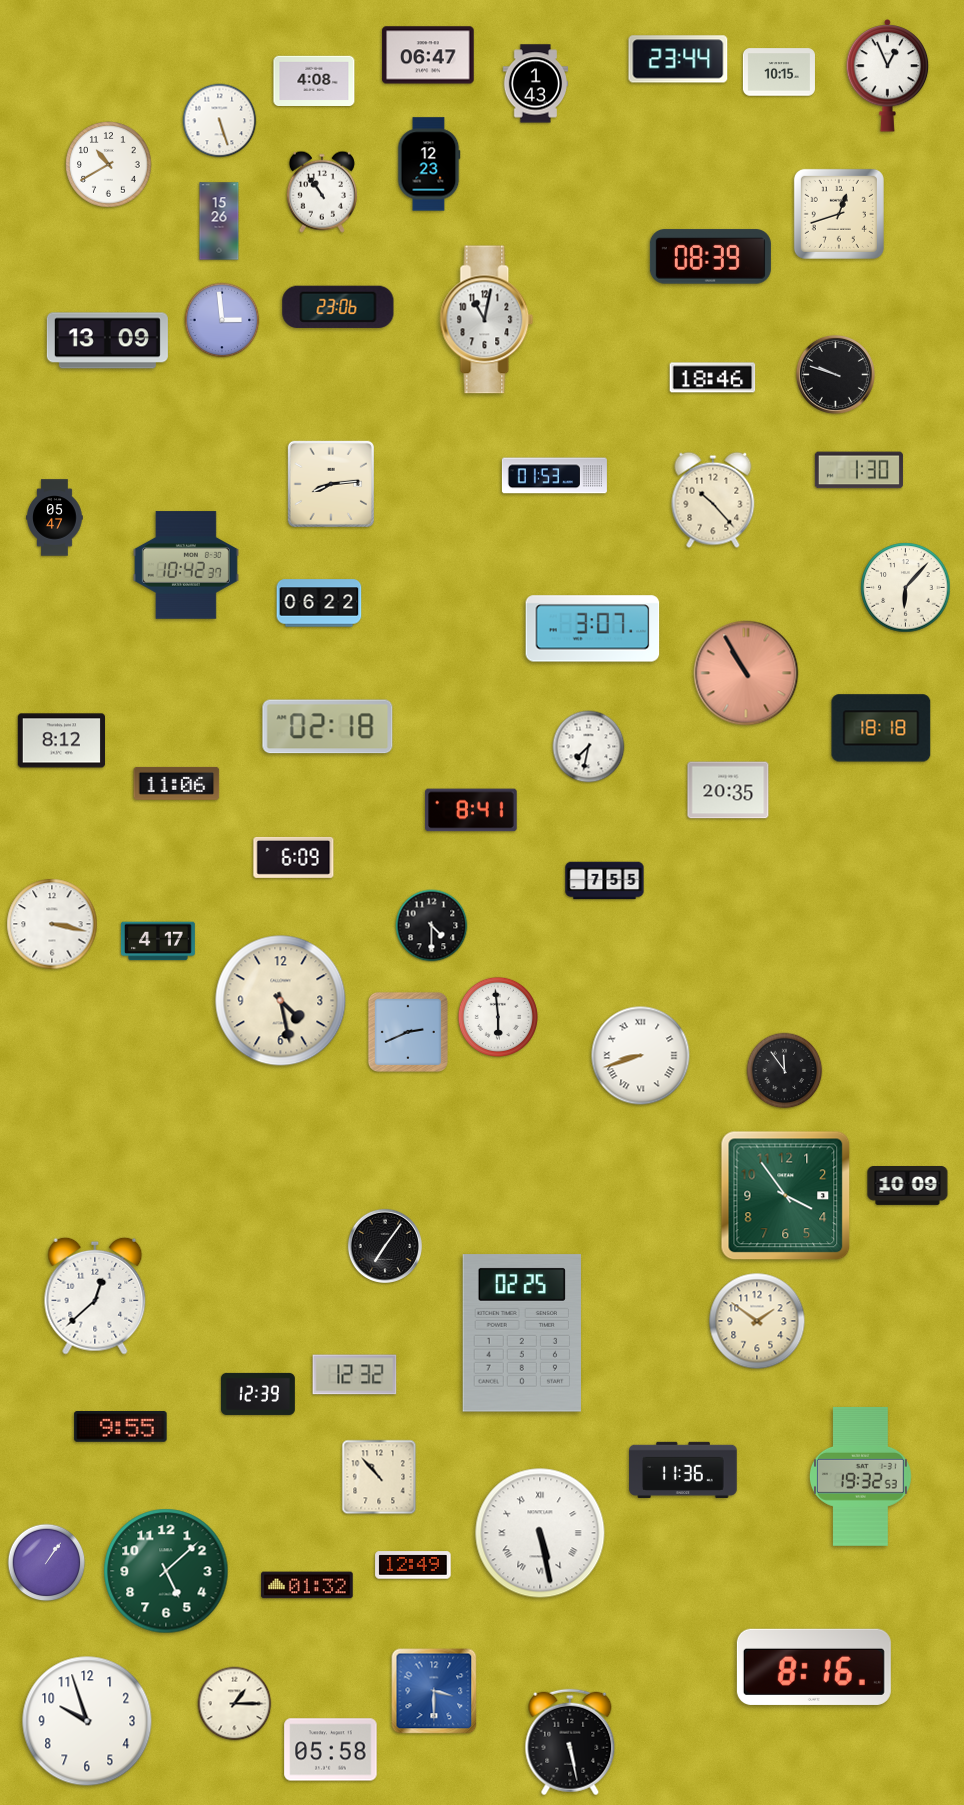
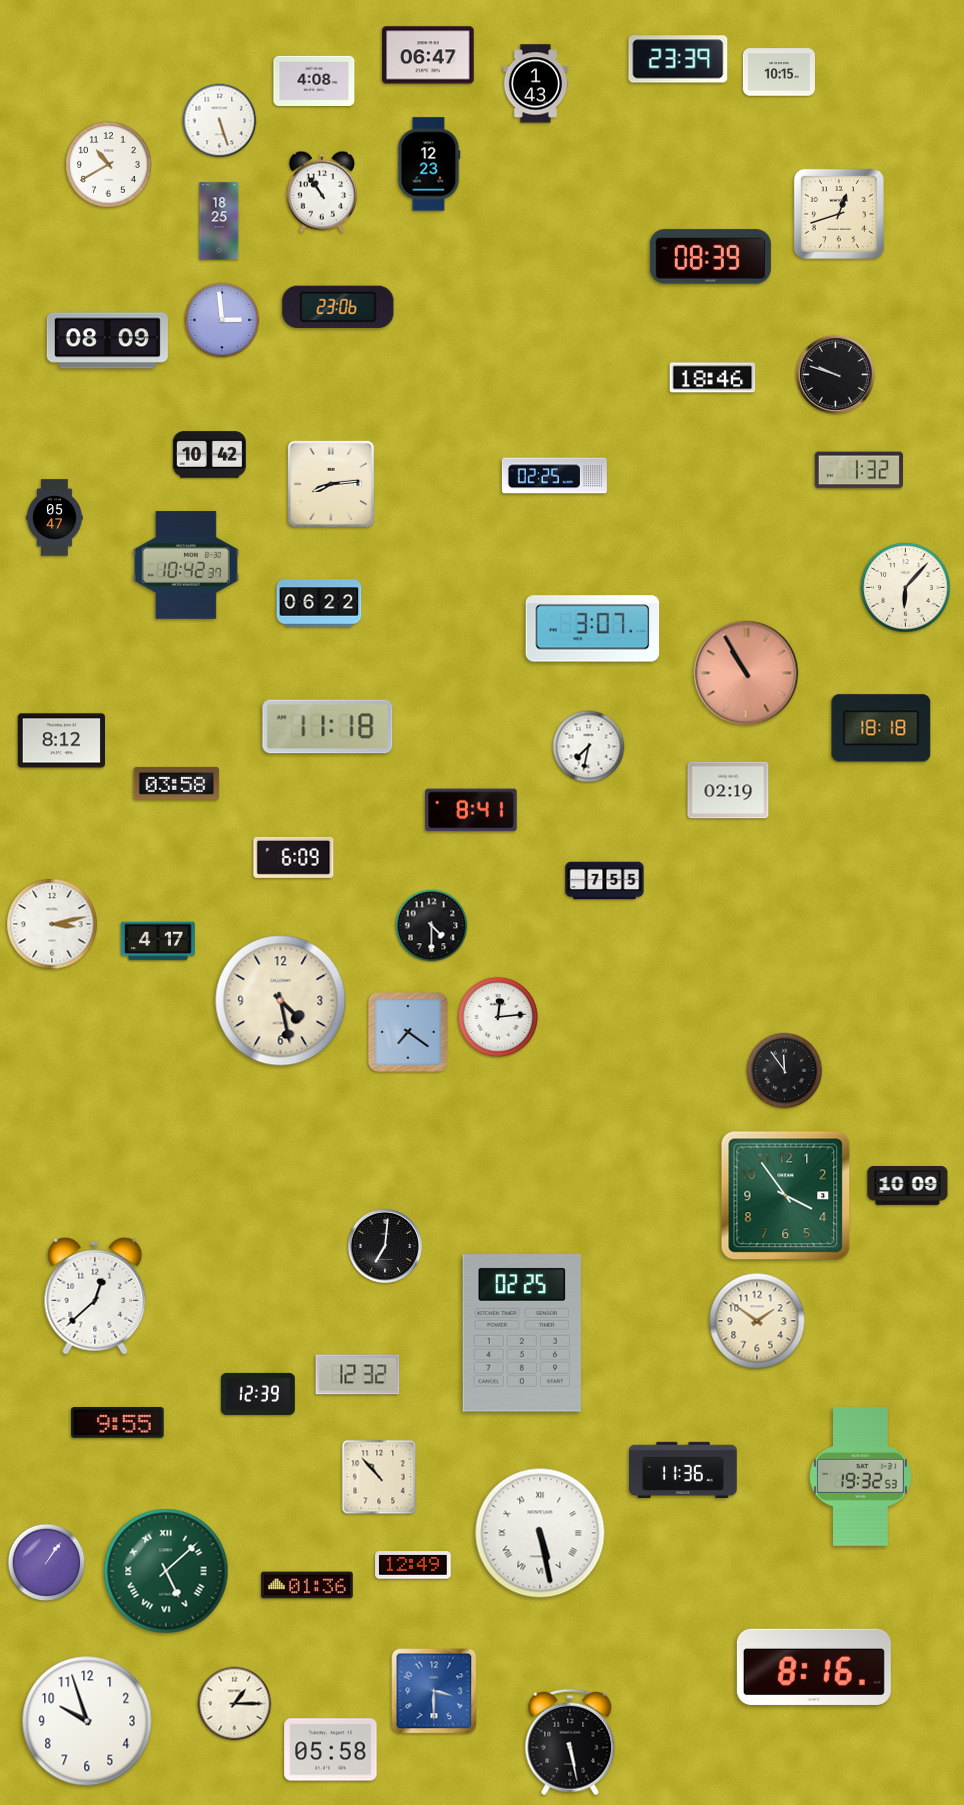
clock at (678, 59): 23:44 -> 23:39
clock at (888, 76): 12:56 -> none
clock at (219, 221): 15:26 -> 18:25
clock at (487, 320): 11:02 -> none
clock at (107, 341): 13:09 -> 08:09
clock at (209, 455): none -> 10:42
clock at (859, 470): 1:30 -> 1:32
clock at (554, 476): 01:53 -> 02:25
clock at (713, 500): 10:23 -> none
clock at (328, 727): 02:18 -> 11:18
clock at (177, 783): 11:06 -> 03:58
clock at (728, 790): 20:35 -> 02:19
clock at (52, 924): 3:17 -> 3:13
clock at (498, 1017): 5:59 -> 12:14
clock at (408, 1032): 2:41 -> 7:21
clock at (641, 1056): 8:42 -> none
clock at (385, 1246): 7:06 -> 7:01
clock at (355, 1375) position: (355, 1375) -> (358, 1375)
clock at (121, 1427) position: (121, 1427) -> (118, 1423)
clock at (166, 1571) numerals: Arabic -> Roman
clock at (307, 1585): 01:32 -> 01:36
